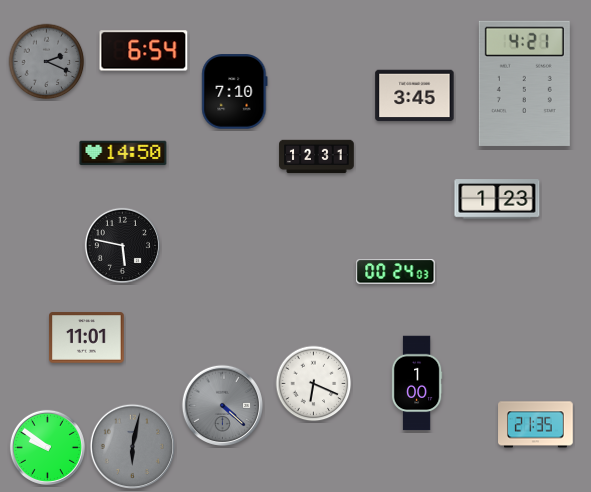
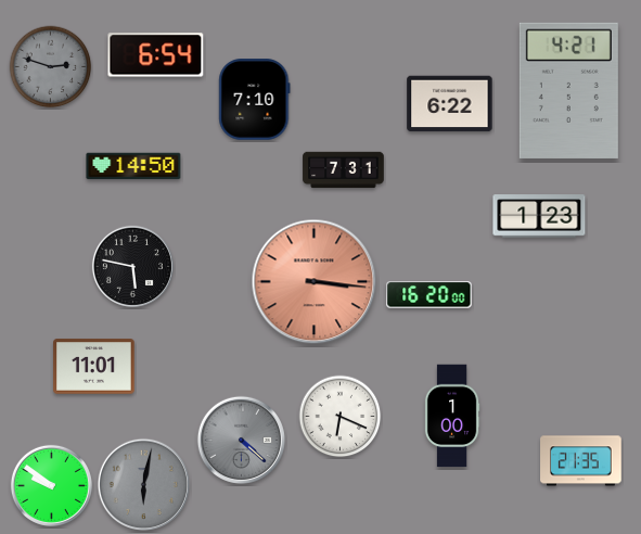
clock at (47, 62): 2:19 -> 2:48
clock at (415, 96): 3:45 -> 6:22
clock at (317, 157): 12:31 -> 7:31
clock at (315, 282): none -> 3:16
clock at (396, 272): 00:24 -> 16:20
